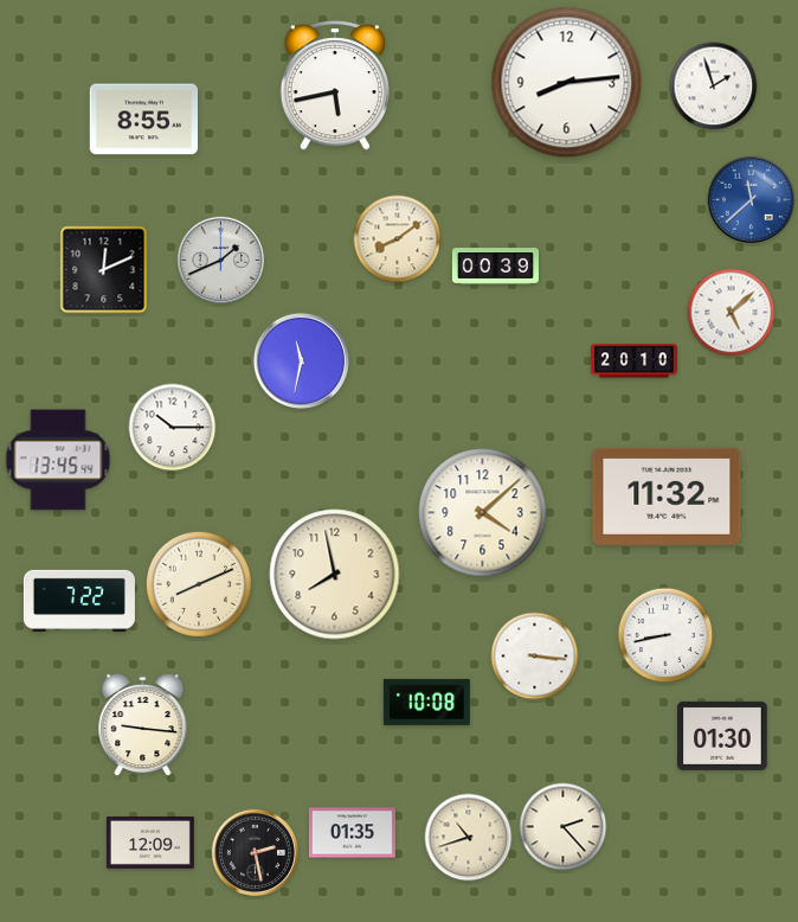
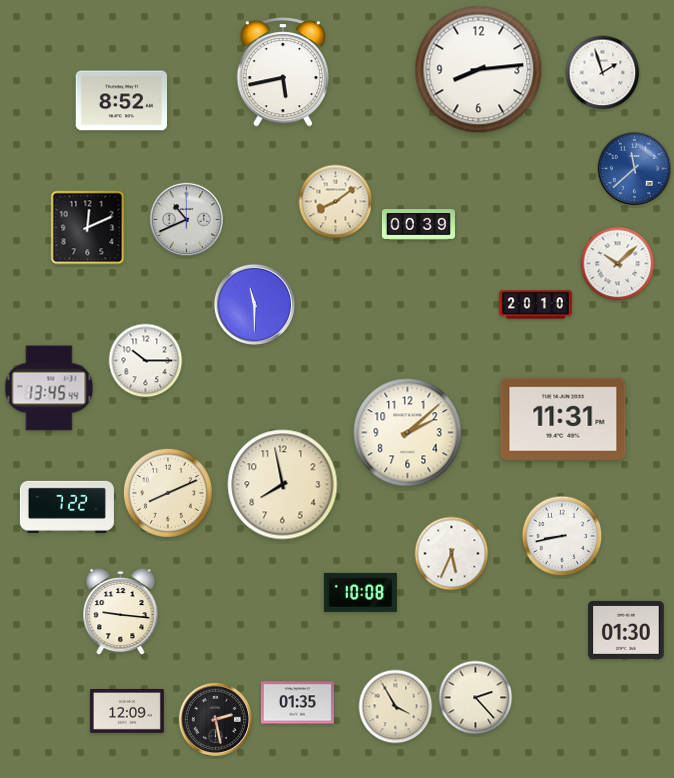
clock at (144, 120): 8:55 -> 8:52
clock at (220, 260): 1:41 -> 10:41
clock at (732, 313): 5:08 -> 10:08
clock at (301, 360): 11:32 -> 11:30
clock at (667, 497): 11:32 -> 11:31
clock at (483, 513): 4:08 -> 2:08
clock at (535, 657): 3:16 -> 5:34
clock at (722, 736) position: (722, 736) -> (626, 630)
clock at (469, 838): 10:42 -> 3:55
